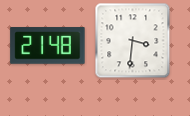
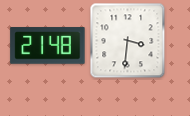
clock at (133, 41) position: (133, 41) -> (128, 41)
